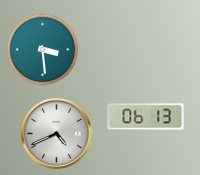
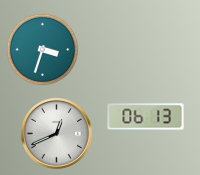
clock at (43, 50): 3:29 -> 3:33
clock at (56, 133): 4:41 -> 12:41
